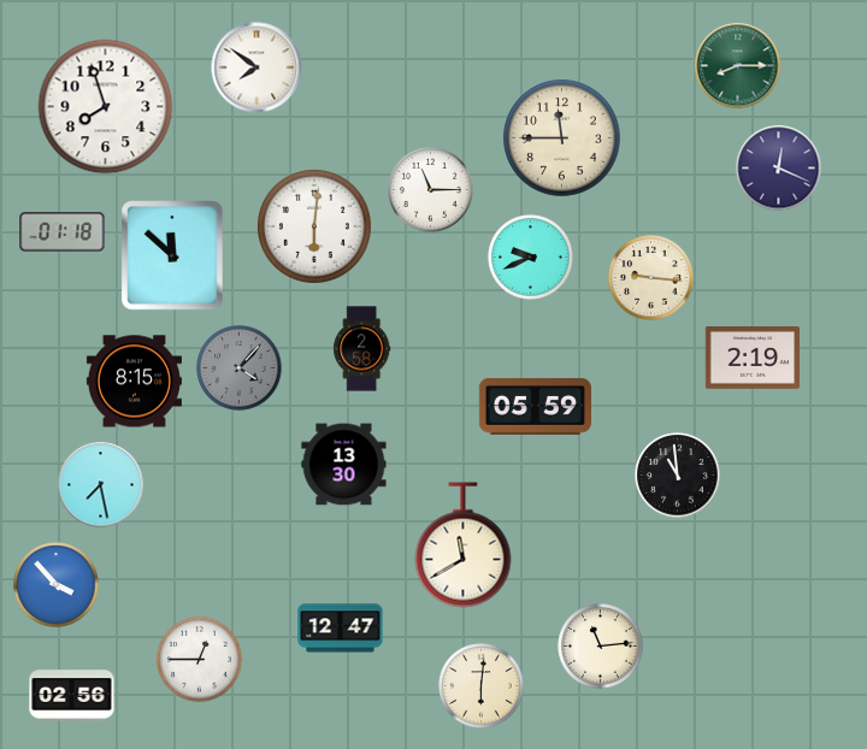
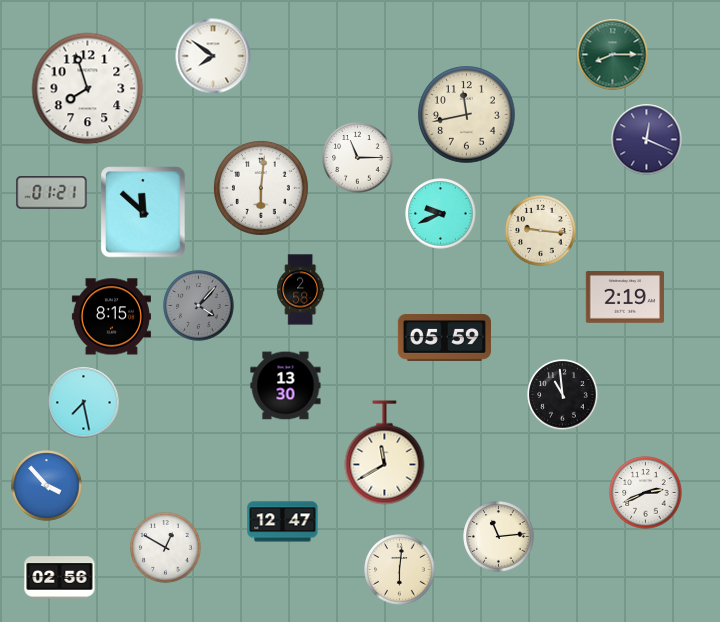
clock at (562, 138): 11:45 -> 11:43
clock at (63, 232): 01:18 -> 01:21
clock at (646, 493): none -> 2:41
clock at (200, 660): 12:45 -> 12:50
